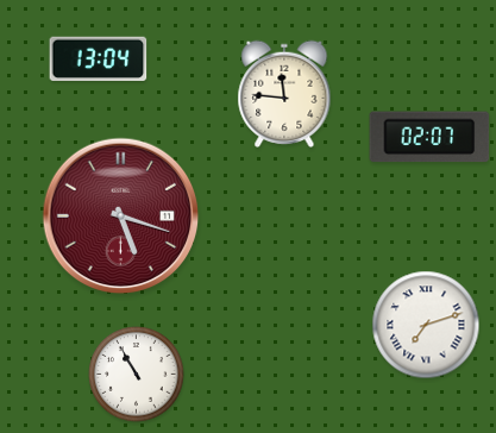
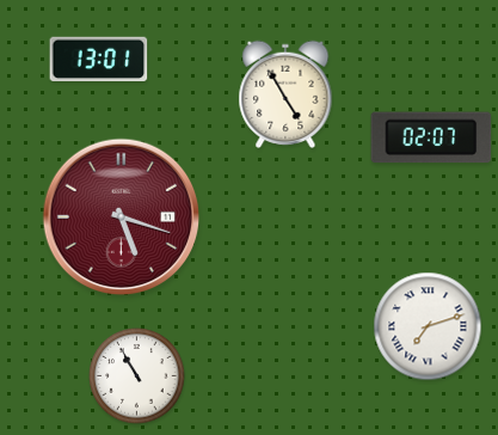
clock at (99, 58): 13:04 -> 13:01
clock at (284, 94): 11:46 -> 4:55
